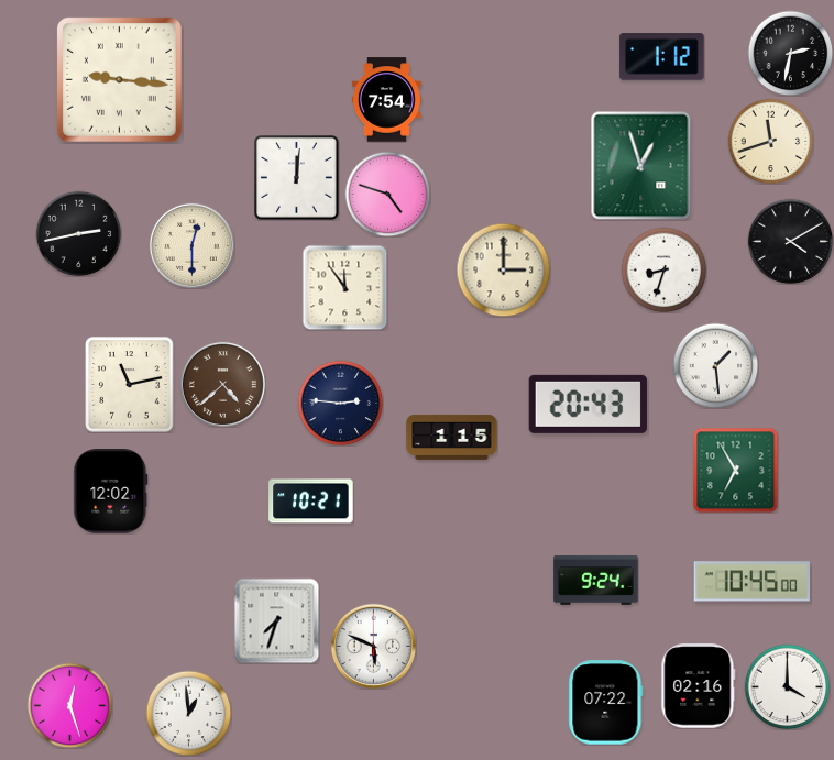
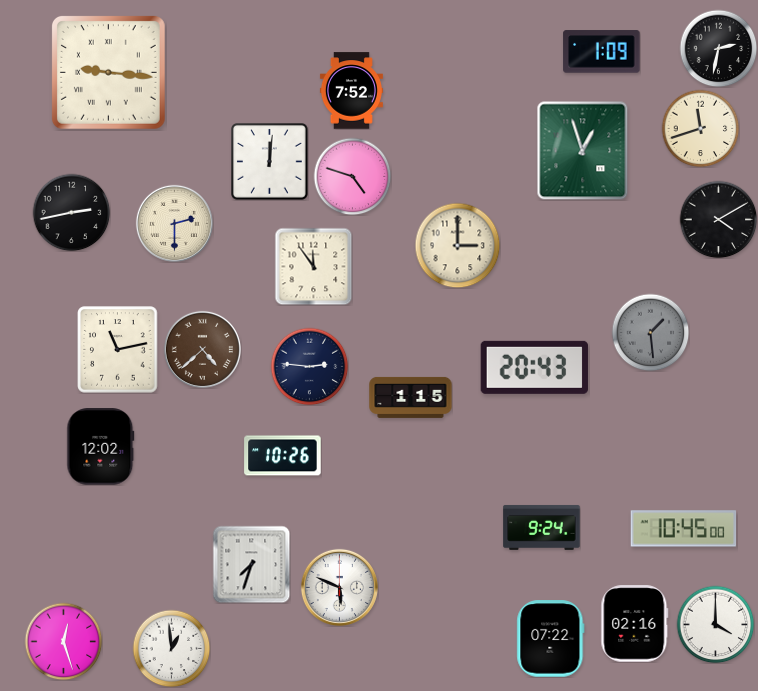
clock at (662, 57): 1:12 -> 1:09
clock at (386, 100): 7:54 -> 7:52
clock at (191, 245): 12:30 -> 2:30
clock at (663, 269): 8:33 -> none
clock at (344, 287) position: (344, 287) -> (313, 266)
clock at (715, 365) dial: white -> grey
clock at (735, 470): 6:55 -> none
clock at (311, 502): 10:21 -> 10:26
